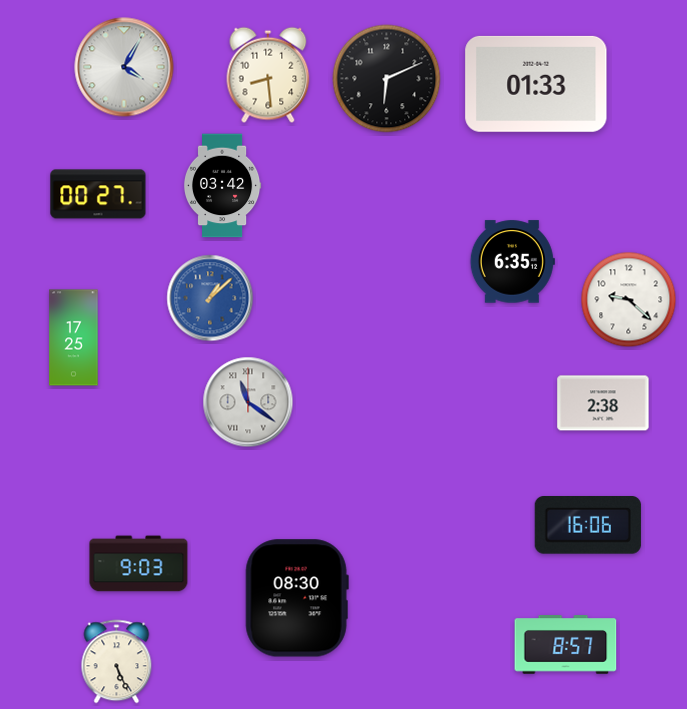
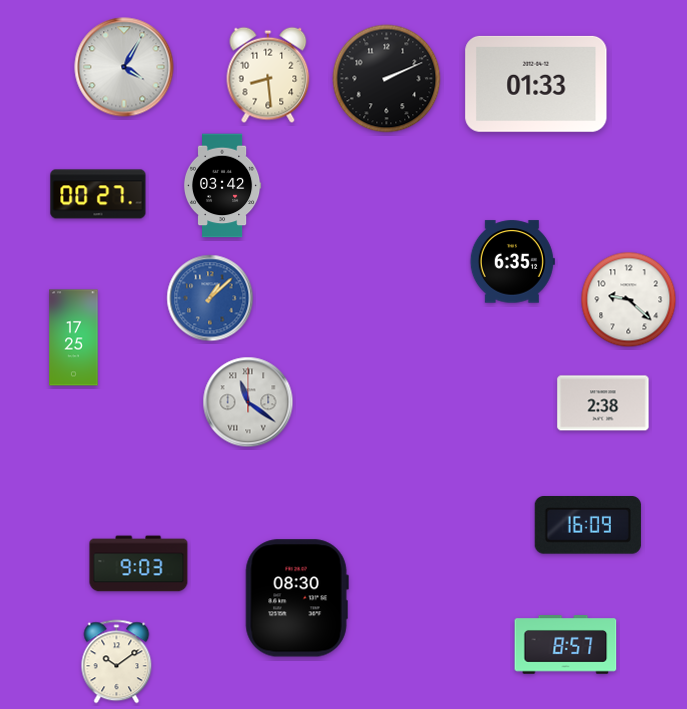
clock at (387, 79): 6:11 -> 2:11
clock at (588, 525): 16:06 -> 16:09
clock at (117, 662): 5:26 -> 10:09
